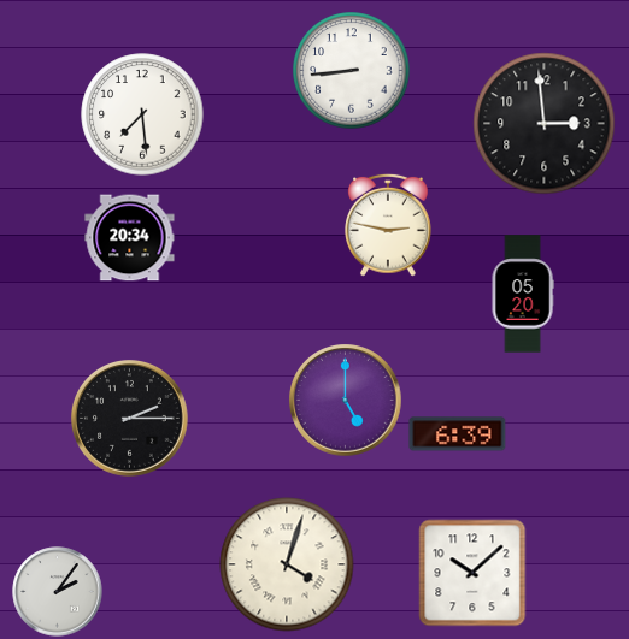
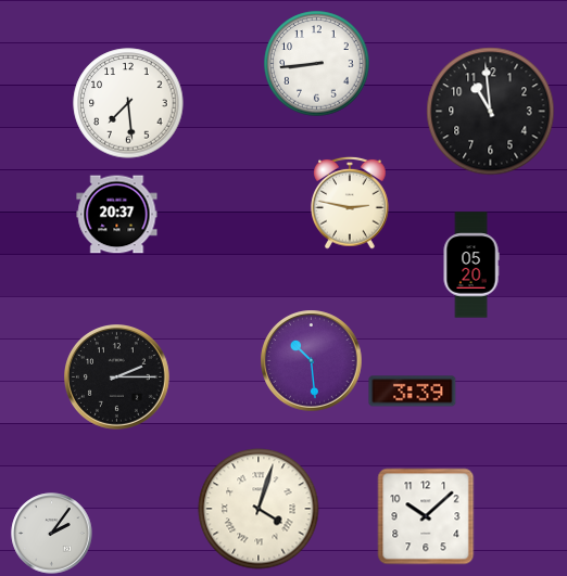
clock at (545, 124): 2:59 -> 10:59
clock at (130, 238): 20:34 -> 20:37
clock at (346, 401): 5:00 -> 10:29
clock at (458, 434): 6:39 -> 3:39
